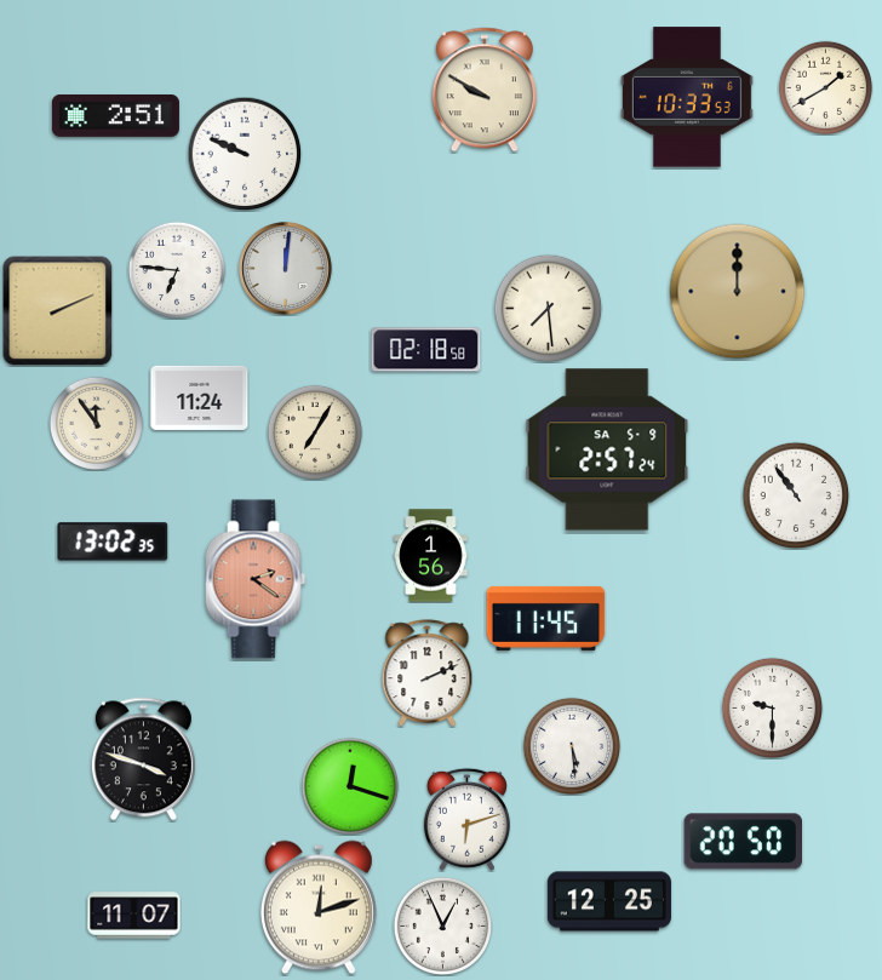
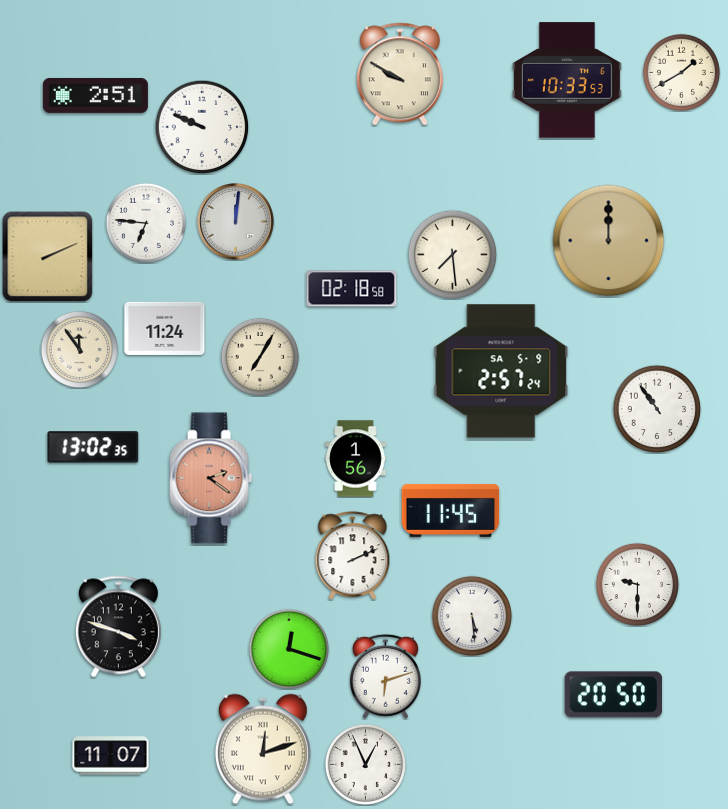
clock at (609, 901): 12:25 -> none
